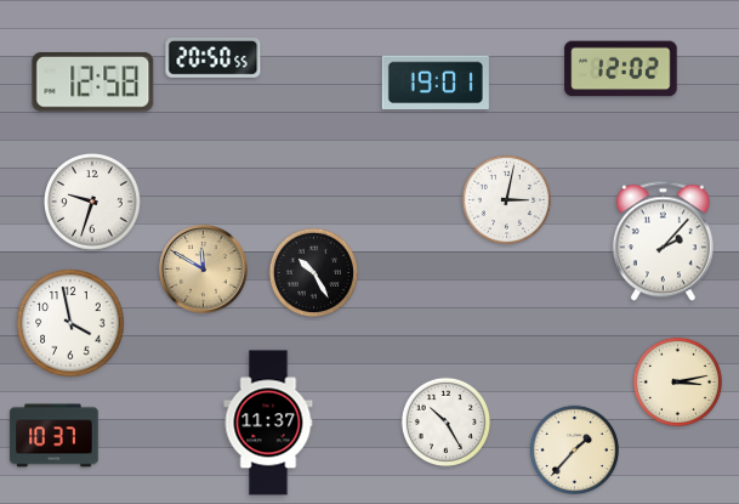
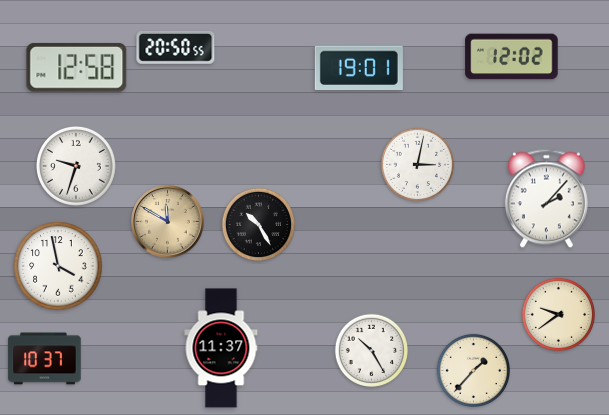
clock at (677, 381): 3:13 -> 9:39
clock at (445, 421) position: (445, 421) -> (371, 350)
